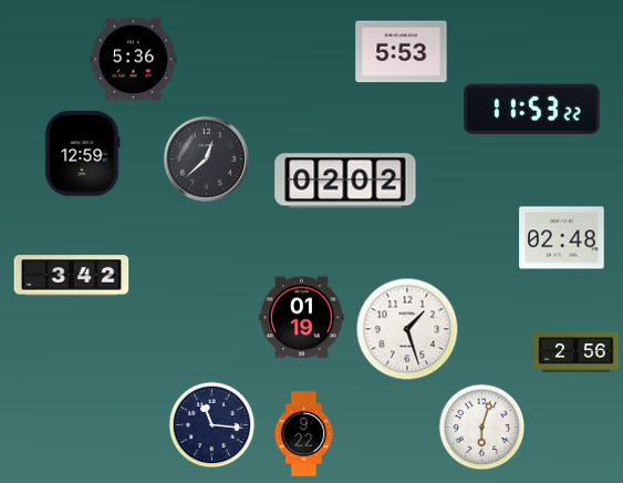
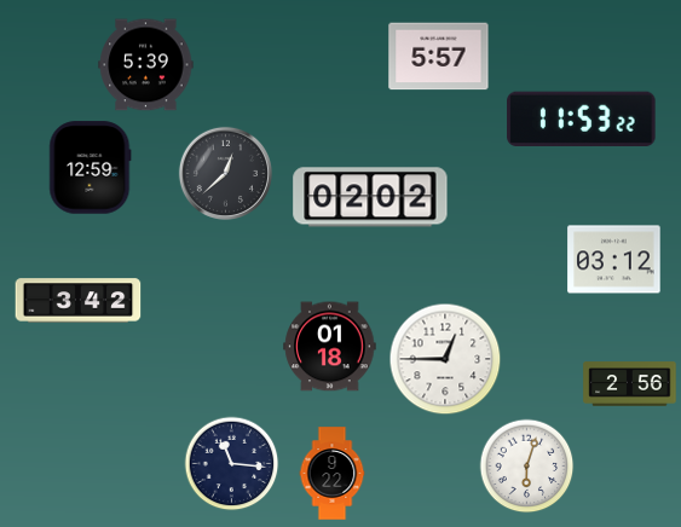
clock at (402, 52): 5:53 -> 5:57
clock at (134, 60): 5:36 -> 5:39
clock at (345, 181) position: (345, 181) -> (370, 197)
clock at (562, 238): 02:48 -> 03:12
clock at (302, 318): 01:19 -> 01:18
clock at (407, 329): 1:27 -> 12:45
